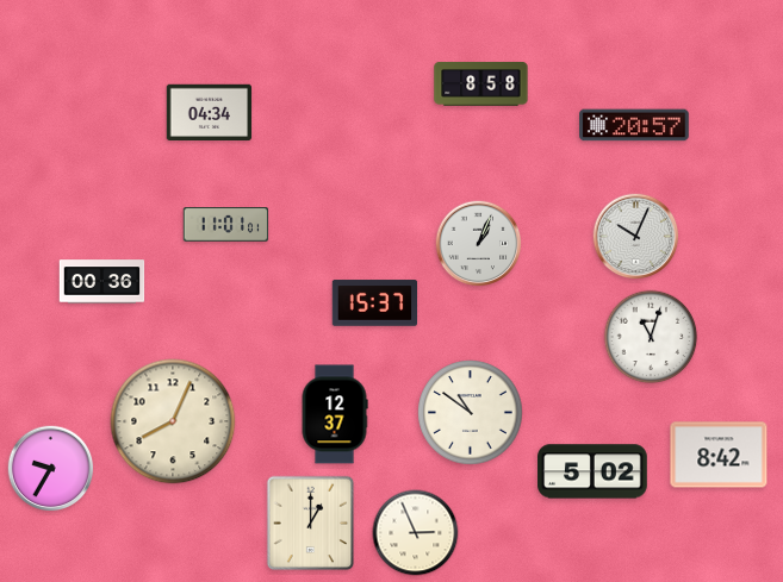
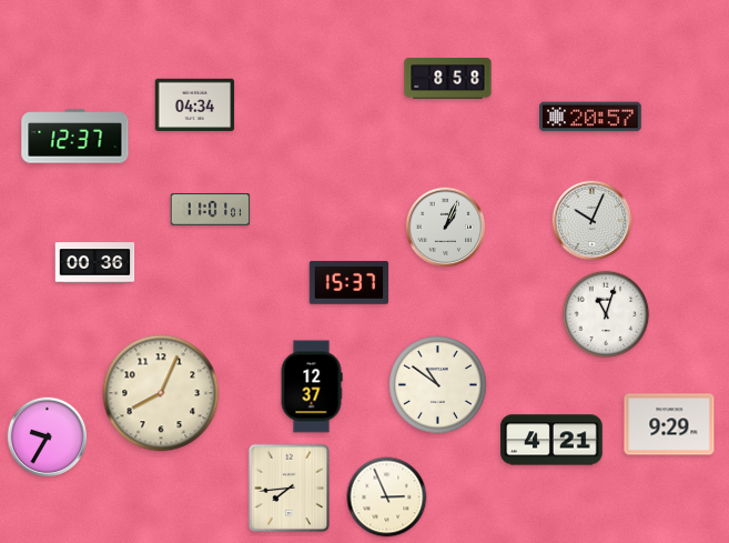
clock at (75, 137): none -> 12:37
clock at (719, 455): 8:42 -> 9:29
clock at (592, 471): 5:02 -> 4:21
clock at (311, 524): 1:00 -> 7:44
